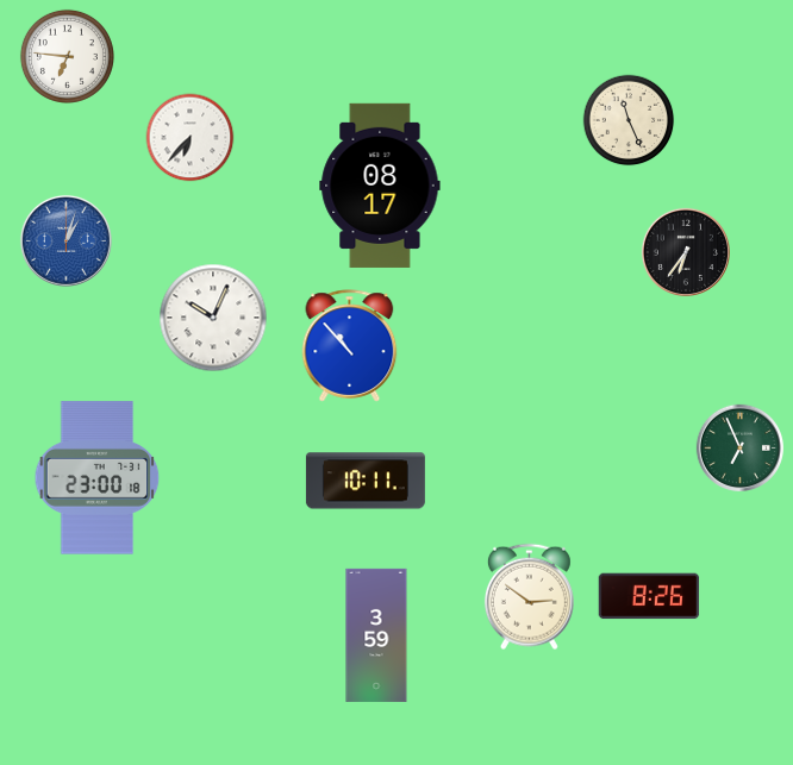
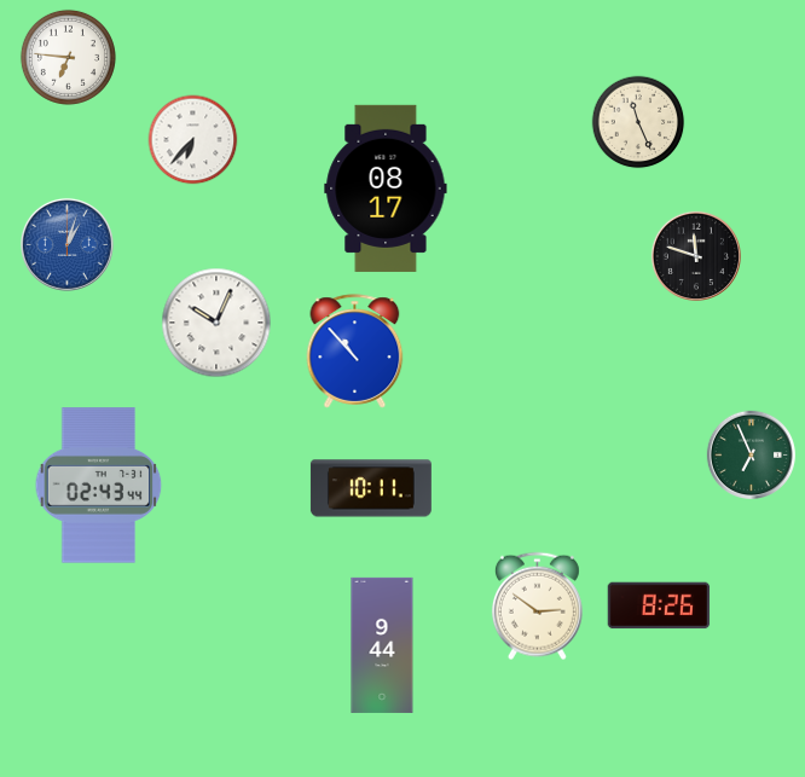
clock at (686, 252): 6:36 -> 11:48
clock at (98, 478): 23:00 -> 02:43
clock at (376, 635): 3:59 -> 9:44
